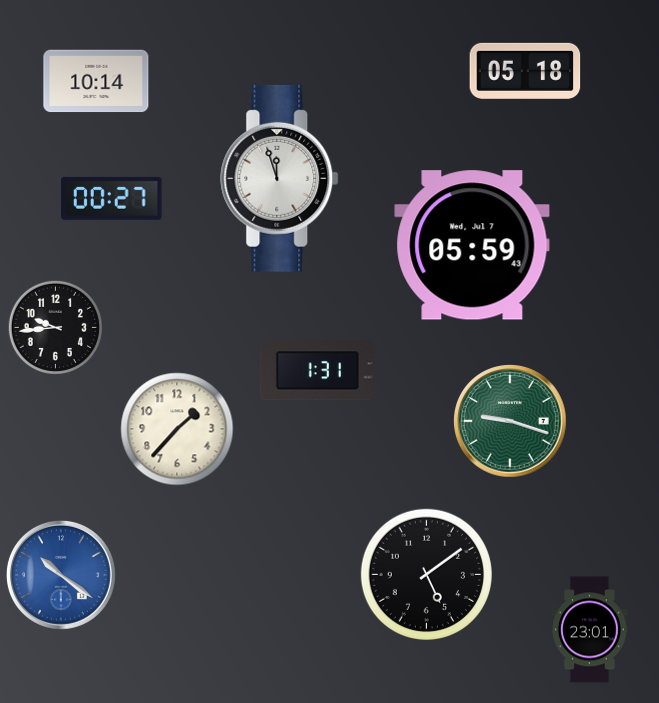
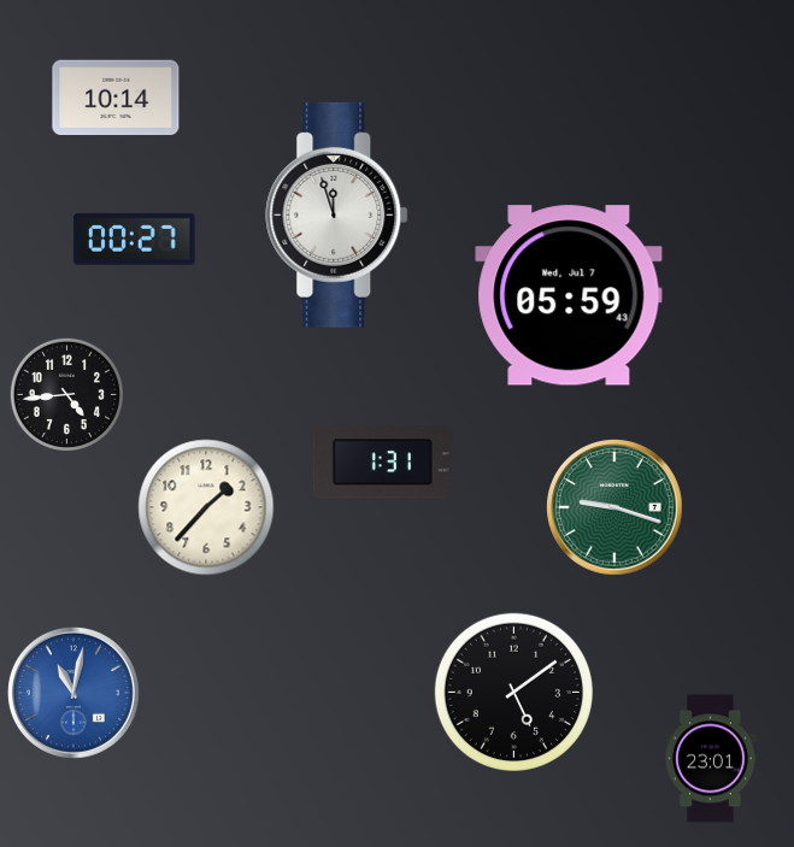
clock at (525, 71): 05:18 -> none
clock at (55, 327): 9:44 -> 4:44
clock at (317, 371) position: (317, 371) -> (382, 463)
clock at (177, 429) position: (177, 429) -> (206, 507)
clock at (61, 575): 10:21 -> 11:02
